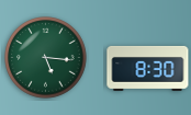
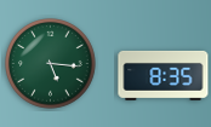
clock at (148, 68): 8:30 -> 8:35
